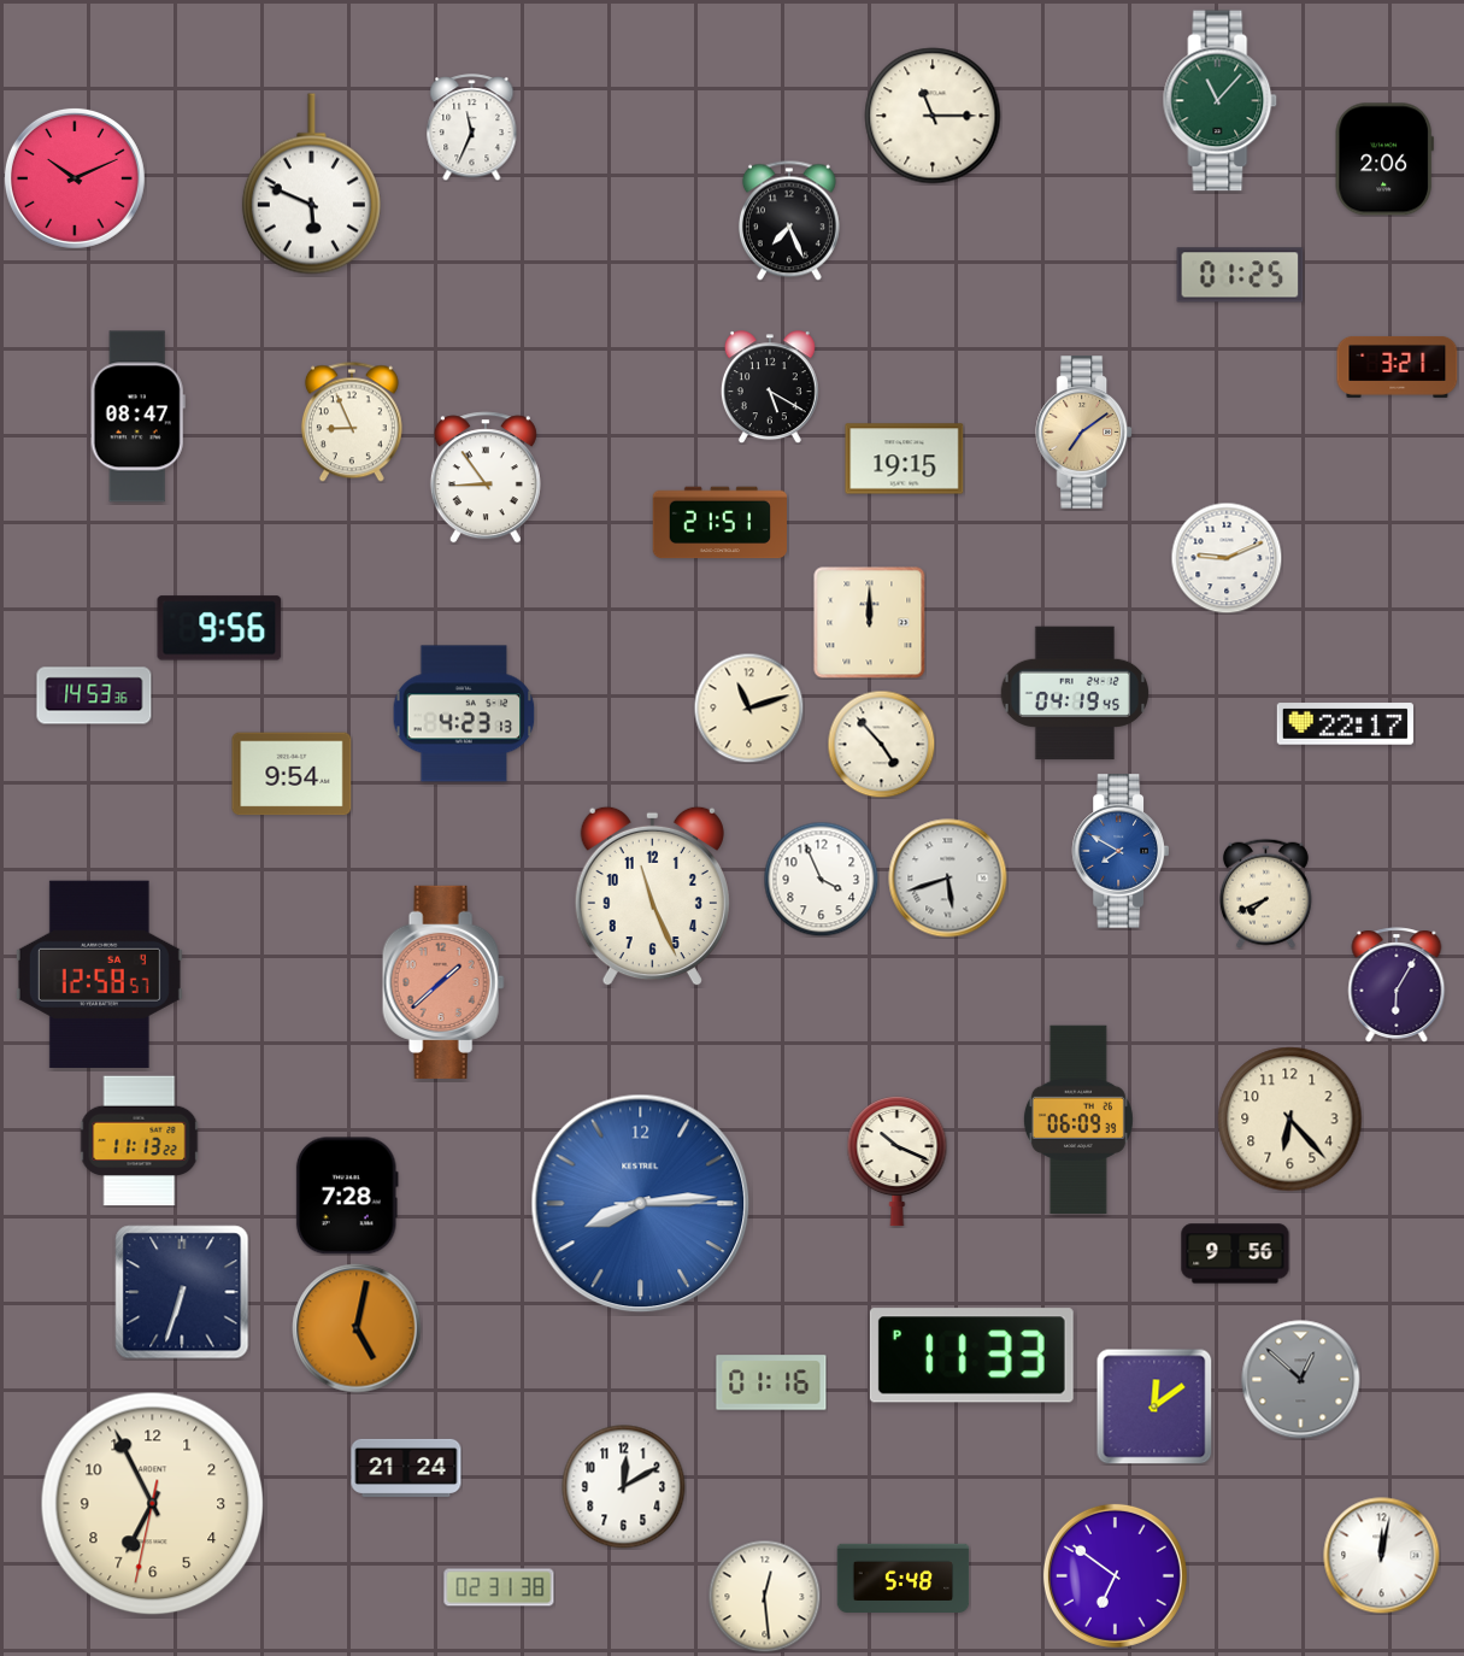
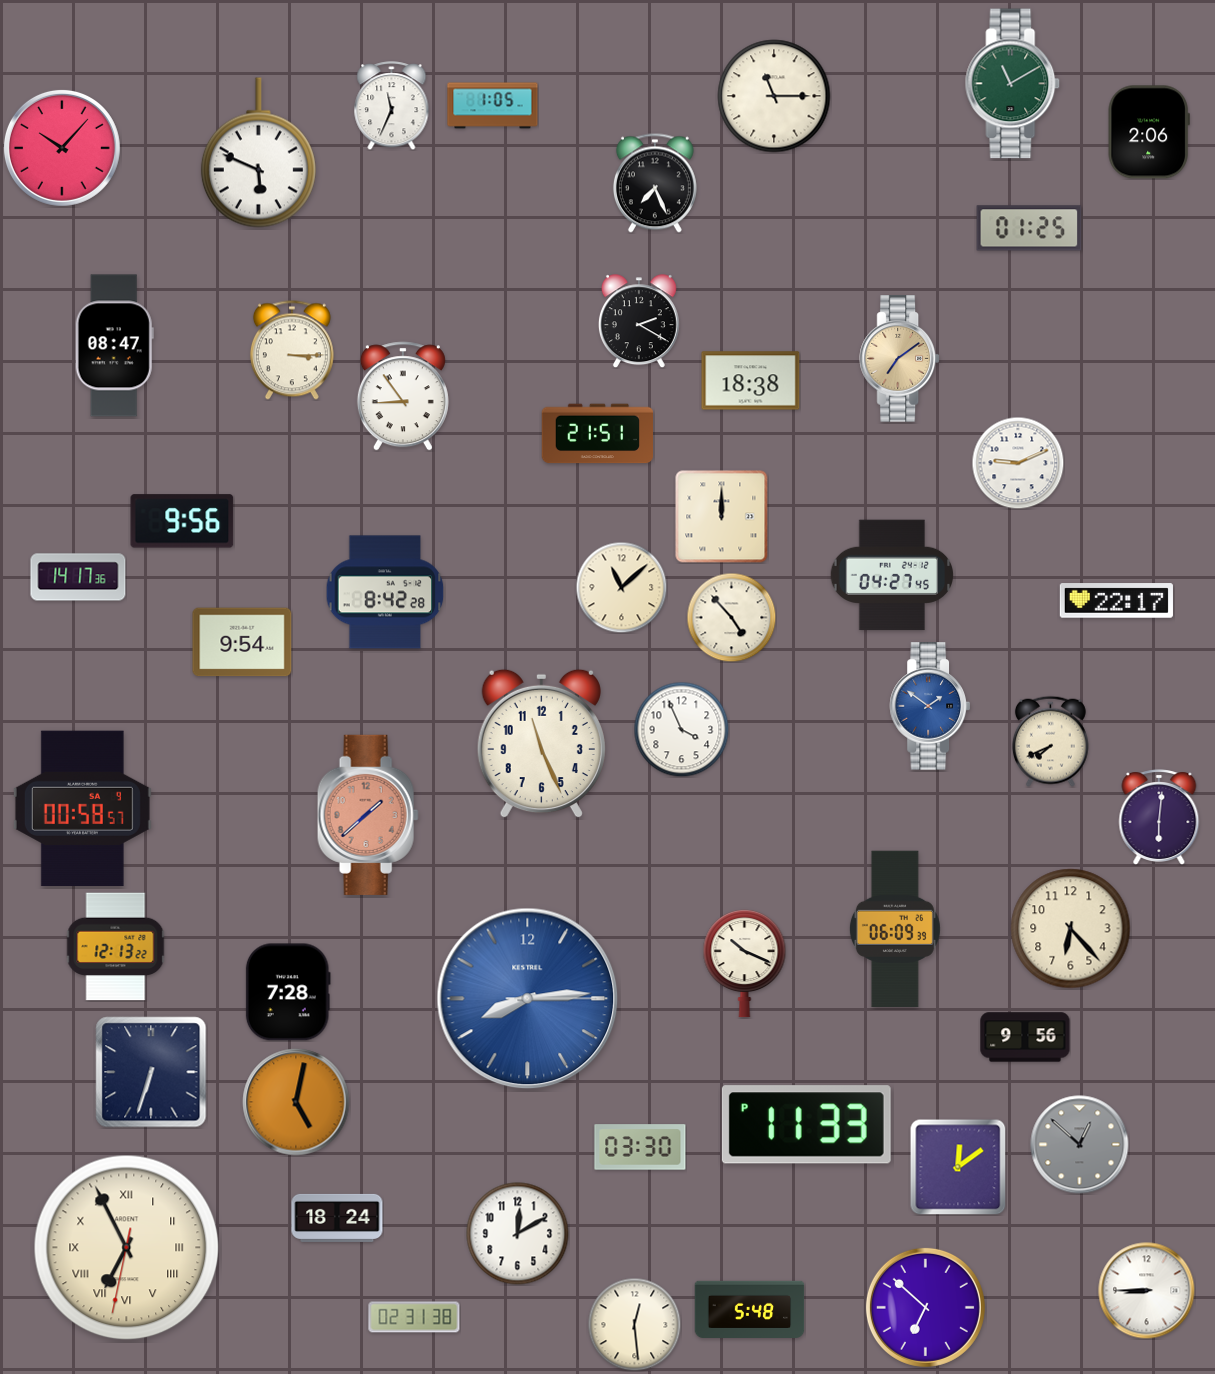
clock at (1221, 101): 11:07 -> 11:10
clock at (493, 106): none -> 1:05
clock at (75, 178): 10:11 -> 10:07
clock at (1398, 366): 3:21 -> none
clock at (770, 387): 5:20 -> 2:20
clock at (352, 422): 8:56 -> 3:15
clock at (905, 459): 19:15 -> 18:38
clock at (1075, 693): 04:19 -> 04:27
clock at (94, 695): 14:53 -> 14:17
clock at (748, 707): 11:12 -> 11:08
clock at (464, 714): 4:23 -> 8:42
clock at (1121, 851): 7:50 -> 1:51
clock at (948, 879): 5:42 -> none
clock at (99, 975): 12:58 -> 00:58
clock at (1397, 985): 6:05 -> 6:01
clock at (140, 1141): 11:13 -> 12:13
clock at (641, 1204) position: (641, 1204) -> (528, 999)
clock at (1235, 1253) position: (1235, 1253) -> (1025, 1037)
clock at (771, 1382): 01:16 -> 03:30
clock at (406, 1468): 21:24 -> 18:24
clock at (153, 1504) numerals: Arabic -> Roman
clock at (1382, 1556): 12:02 -> 8:45
clock at (1115, 1575): 6:51 -> 6:52
